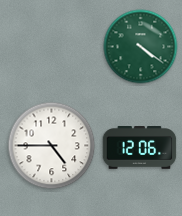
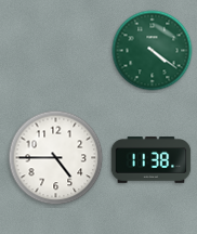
clock at (140, 148): 12:06 -> 11:38
